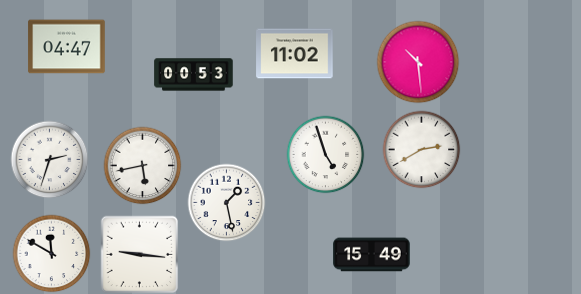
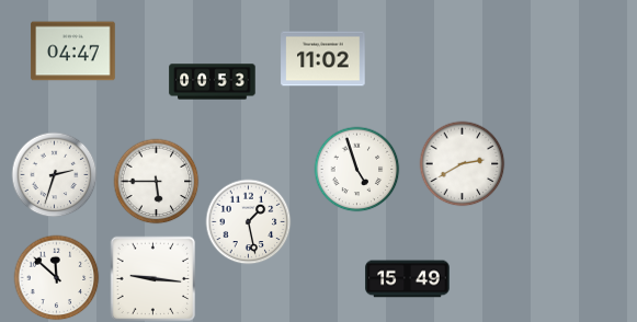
clock at (418, 62): 10:29 -> none
clock at (142, 165): 5:43 -> 5:45
clock at (51, 253): 11:50 -> 11:52
